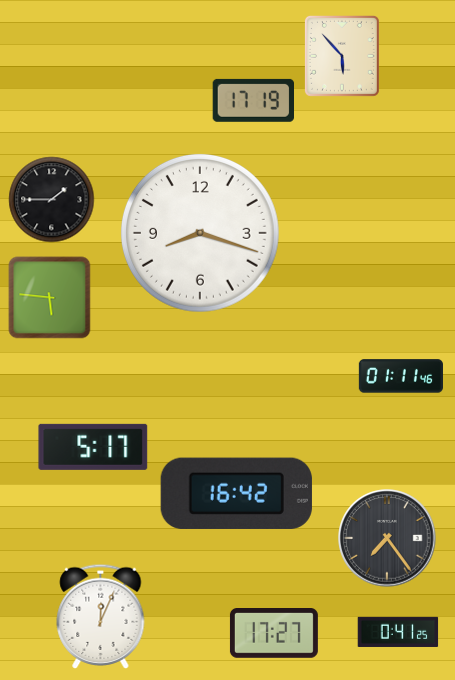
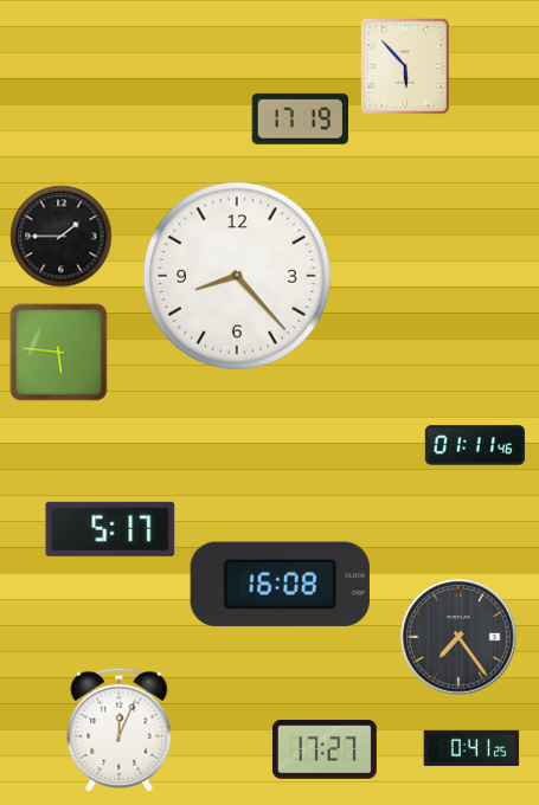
clock at (200, 233): 8:18 -> 8:23
clock at (236, 493): 16:42 -> 16:08
